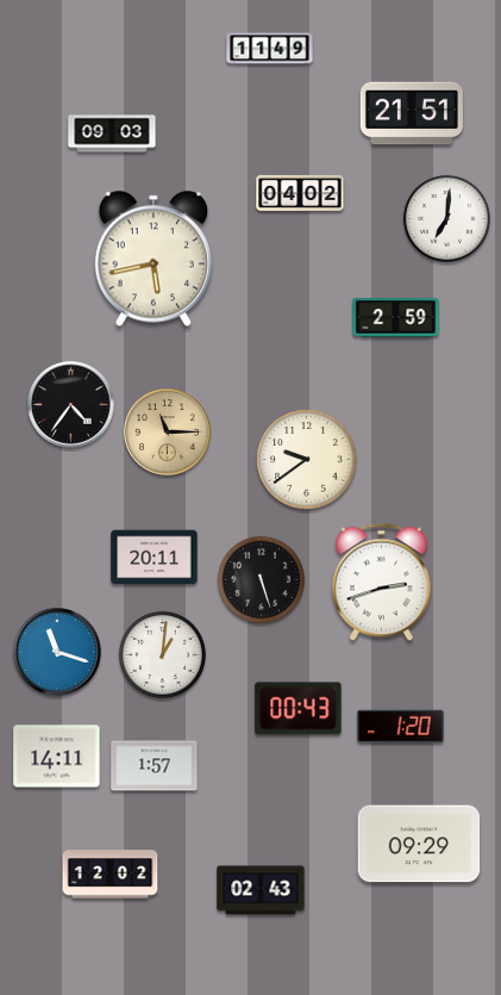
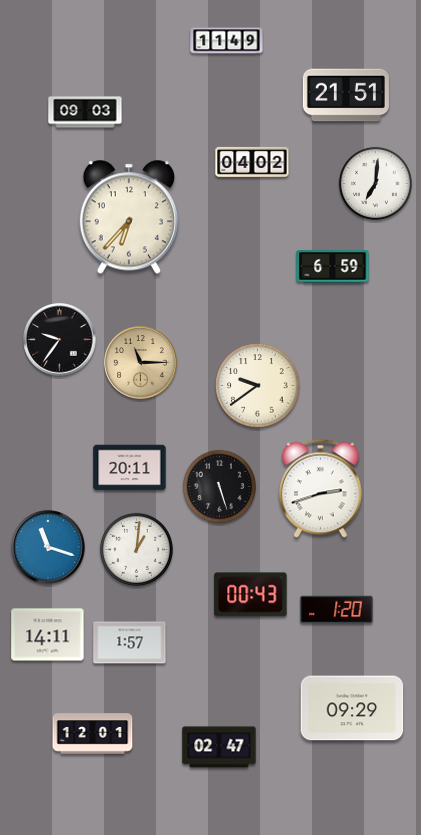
clock at (112, 133) position: (112, 133) -> (85, 112)
clock at (154, 259): 5:43 -> 6:37
clock at (396, 318): 2:59 -> 6:59
clock at (71, 405): 4:36 -> 9:36
clock at (111, 875): 12:02 -> 12:01
clock at (261, 890): 02:43 -> 02:47
